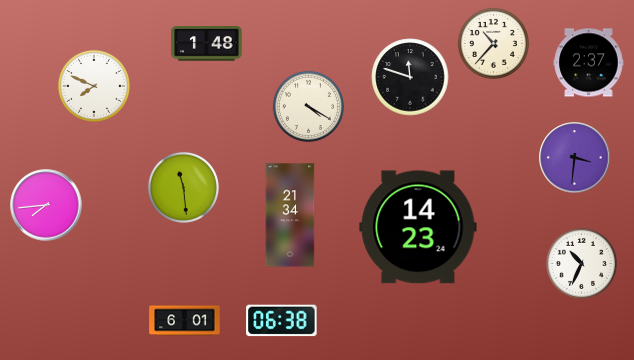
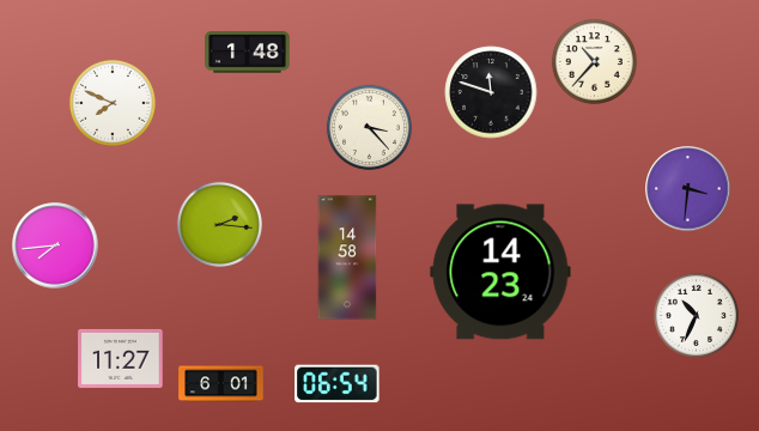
clock at (493, 43) position: (493, 43) -> (594, 61)
clock at (589, 63): 2:37 -> none
clock at (308, 106): 4:20 -> 3:23
clock at (183, 187): 11:29 -> 2:16
clock at (290, 215): 21:34 -> 14:58
clock at (121, 358): none -> 11:27
clock at (282, 321): 06:38 -> 06:54
